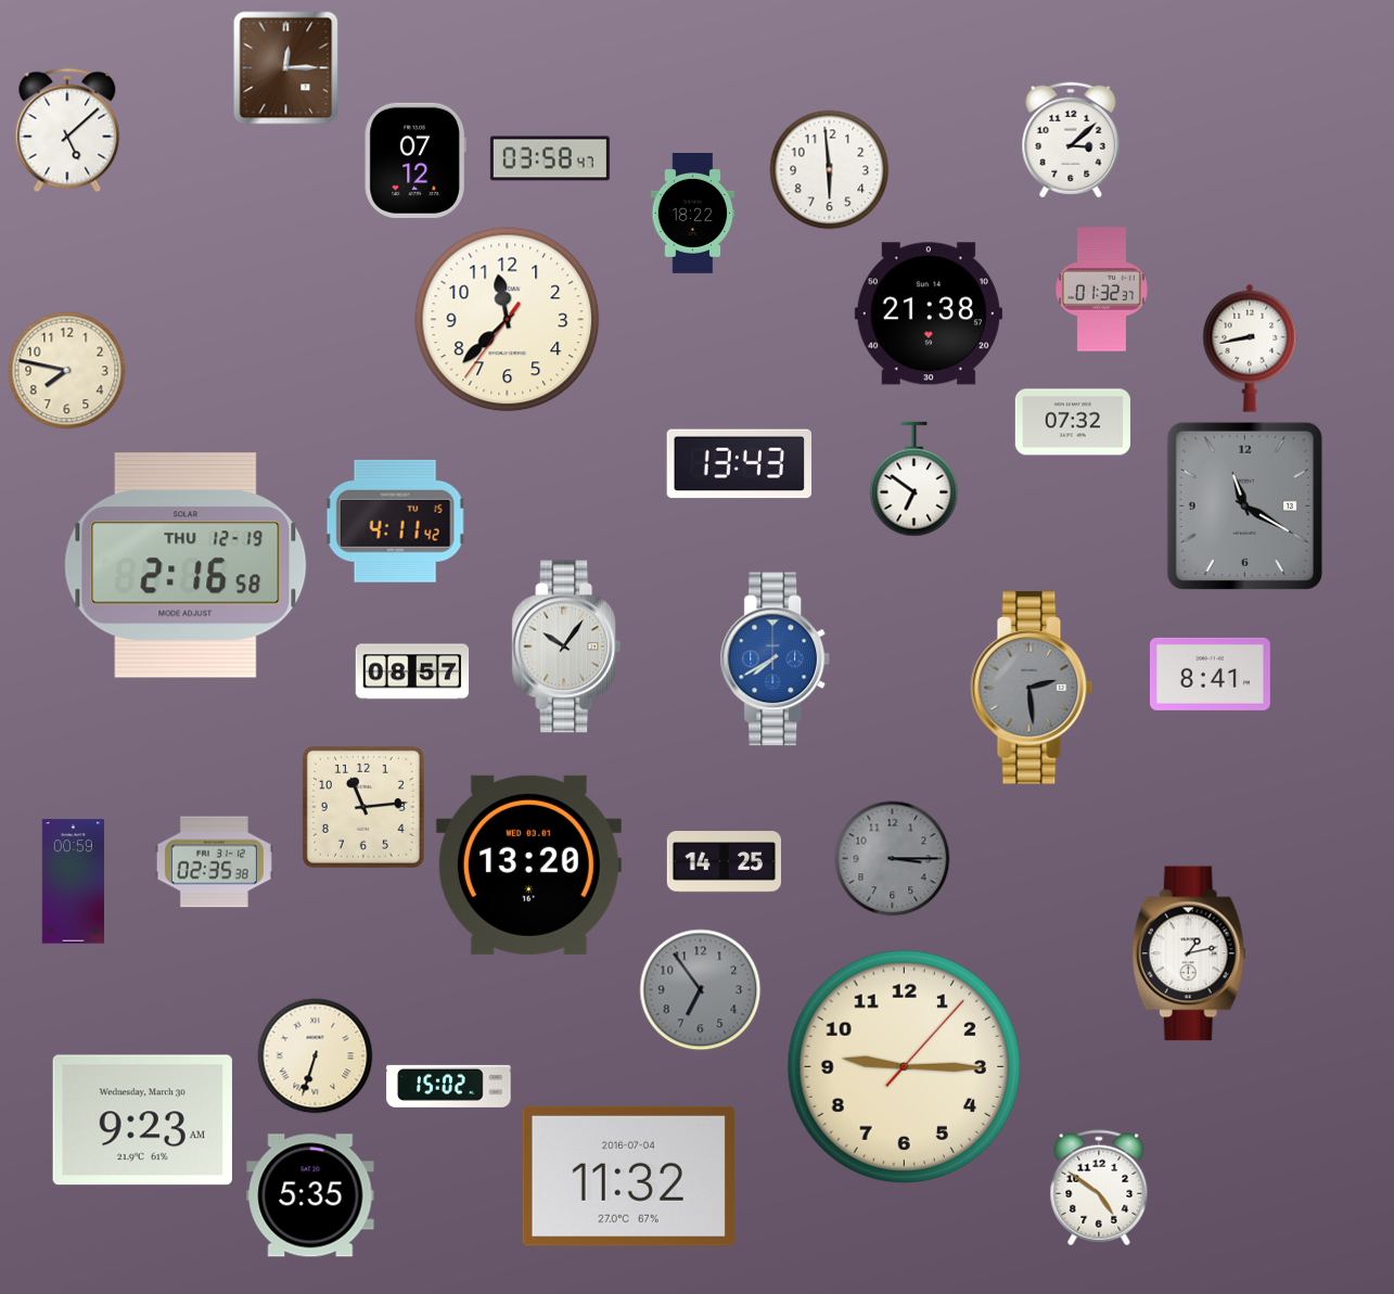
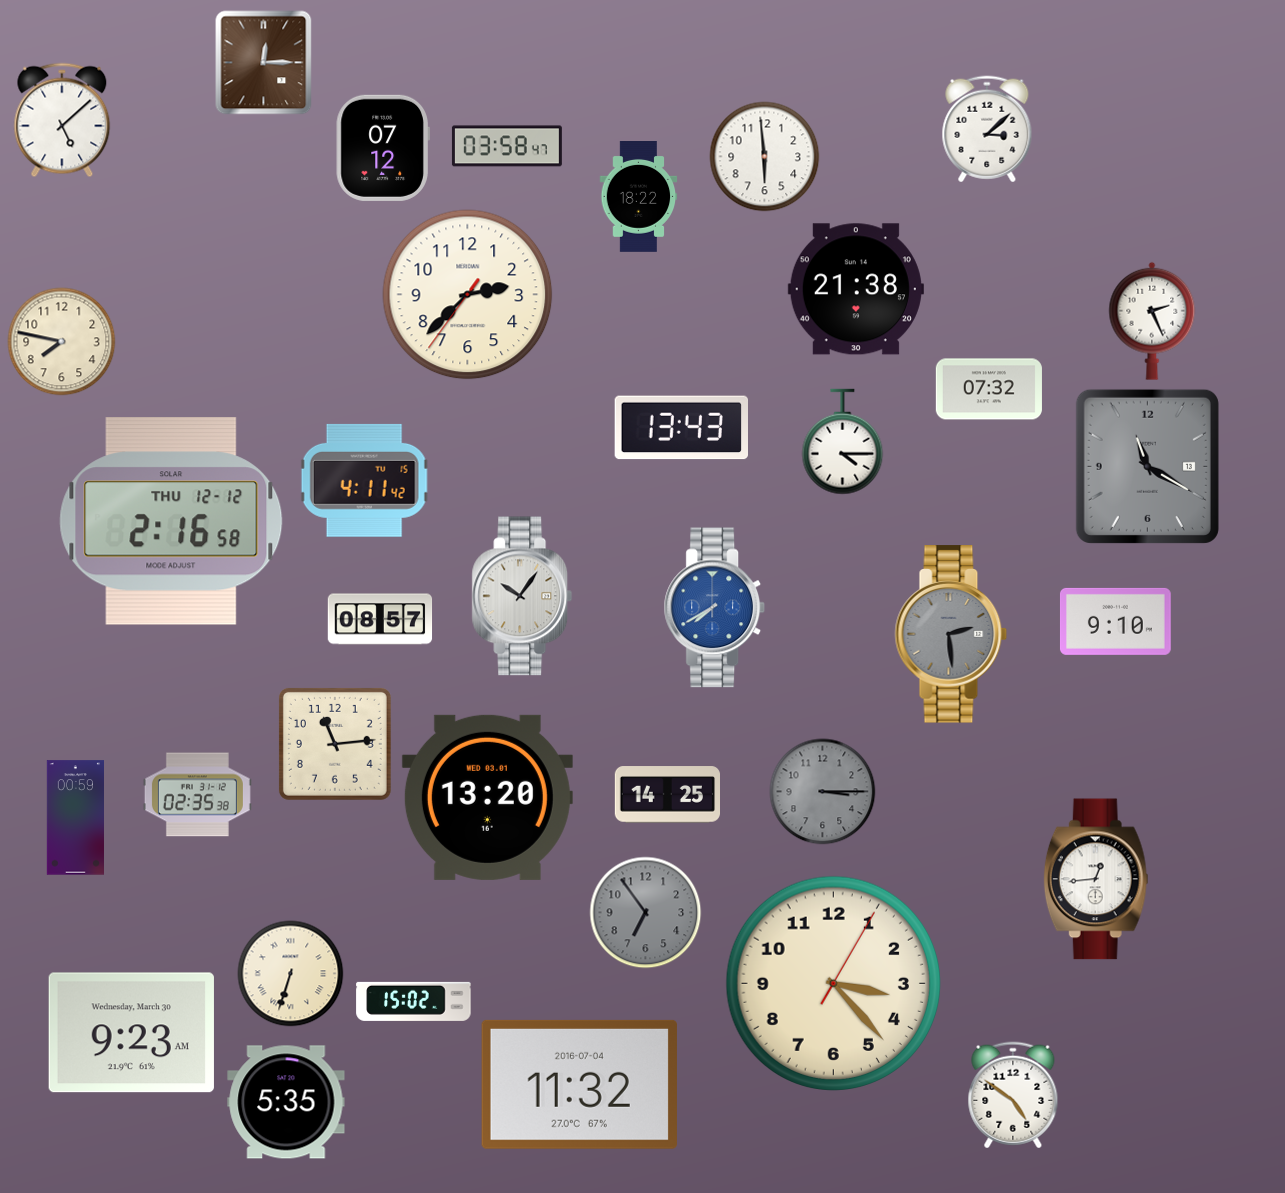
clock at (1101, 290): 01:32 -> none
clock at (508, 320): 11:37 -> 2:37
clock at (1250, 348): 8:43 -> 2:26
clock at (915, 479): 6:51 -> 4:15
clock at (186, 565) date: THU 12-19 -> THU 12-12
clock at (1210, 674): 8:41 -> 9:10
clock at (73, 882) position: (73, 882) -> (75, 818)
clock at (1189, 953): 1:13 -> 12:44
clock at (904, 1066): 9:15 -> 3:23
